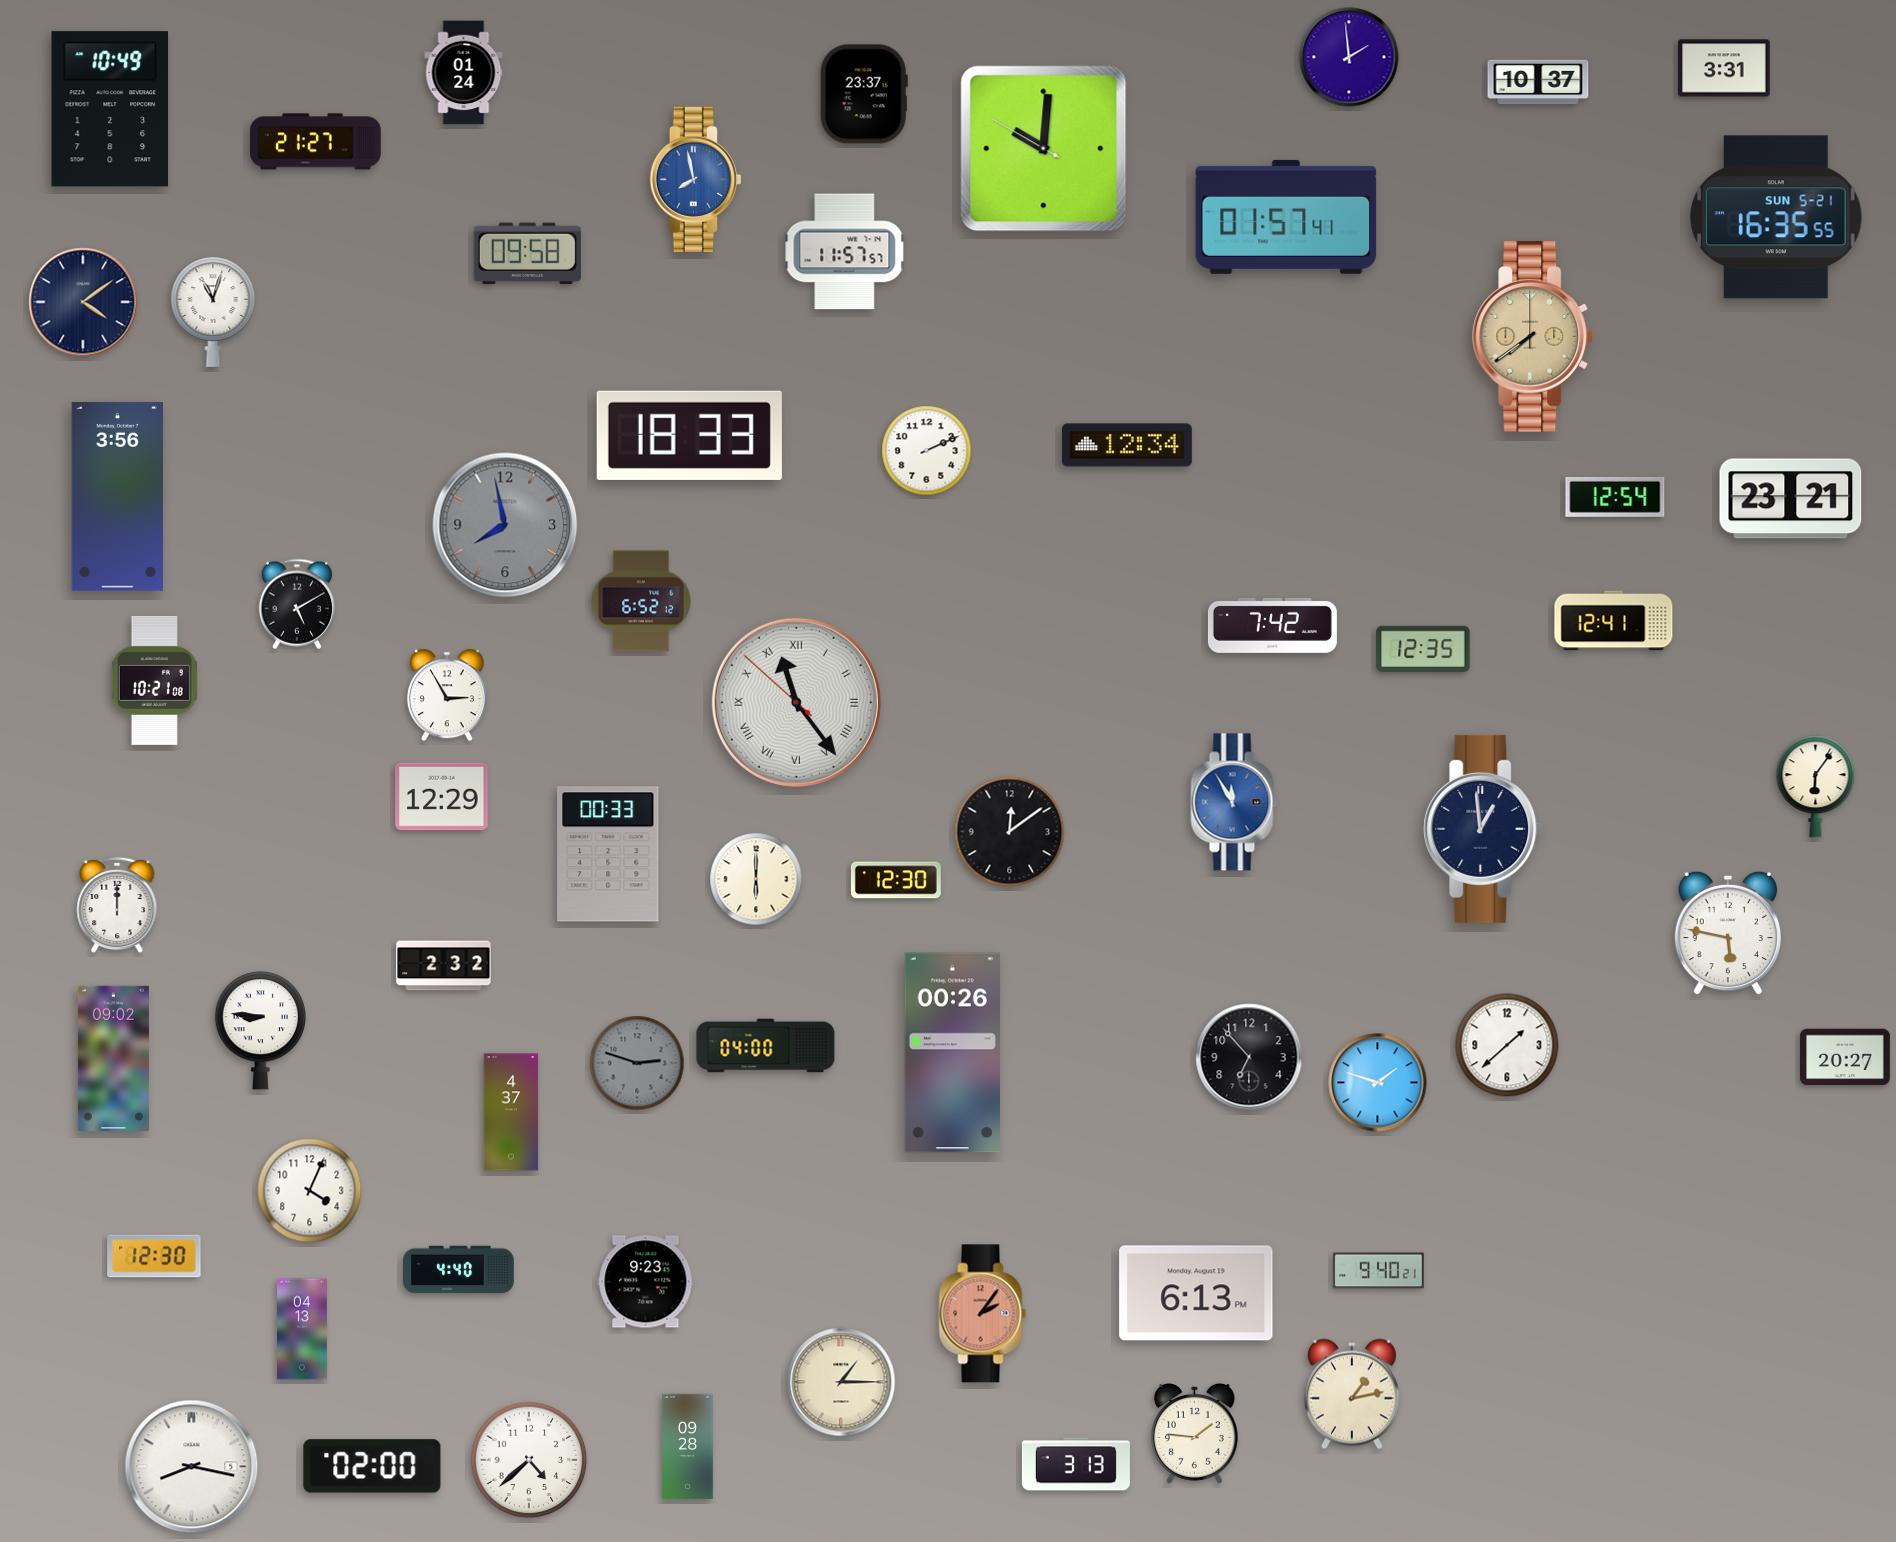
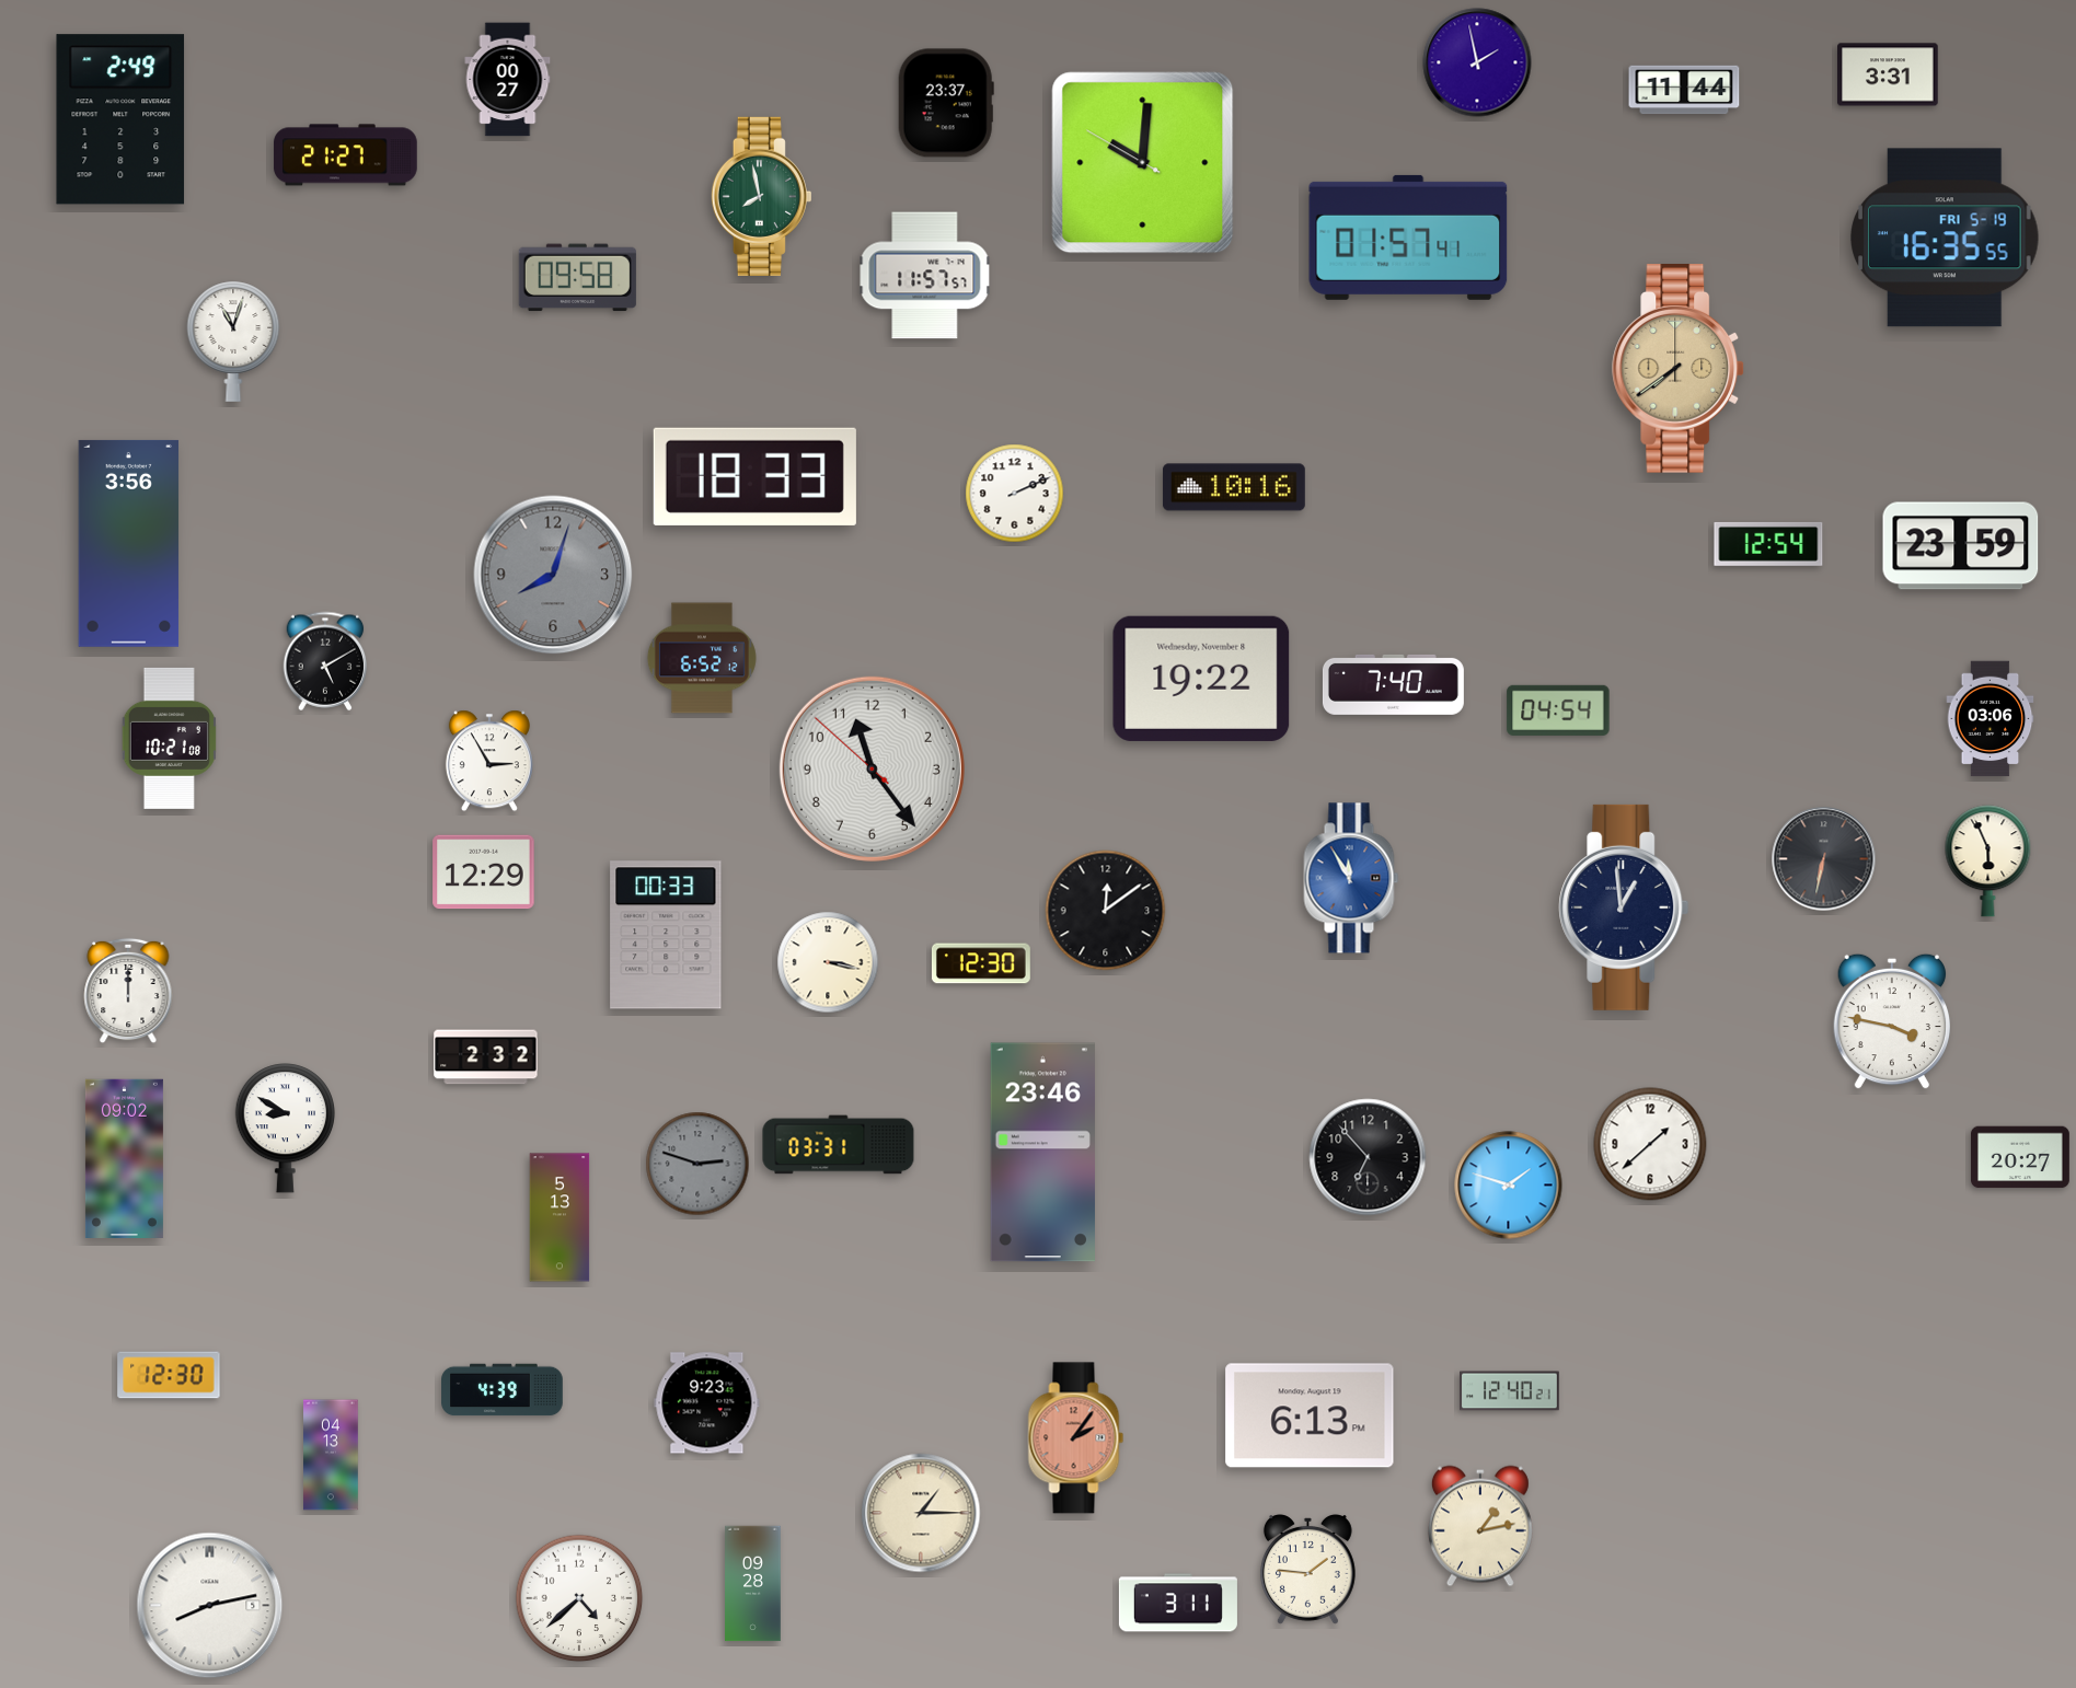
clock at (1349, 57): 1:59 -> 1:58
clock at (464, 73): 01:24 -> 00:27
clock at (1538, 82): 10:37 -> 11:44
clock at (110, 109): 10:49 -> 2:49
clock at (695, 179) dial: blue -> green
clock at (1777, 217) date: SUN 5-21 -> FRI 5-19
clock at (83, 302): 4:09 -> none
clock at (1127, 445): 12:34 -> 10:16
clock at (1791, 499): 23:21 -> 23:59
clock at (505, 525): 7:58 -> 8:03
clock at (1201, 679): none -> 19:22
clock at (1614, 621): 12:41 -> none
clock at (1272, 625): 7:42 -> 7:40
clock at (1423, 649): 12:35 -> 04:54
clock at (1991, 719): none -> 03:06
clock at (154, 680) position: (154, 680) -> (169, 738)
clock at (796, 702) numerals: Roman -> Arabic
clock at (1824, 859): none -> 6:32
clock at (1816, 787): 6:06 -> 5:56
clock at (756, 879): 6:00 -> 3:17
clock at (1727, 933): 5:47 -> 3:47
clock at (260, 1031): 8:46 -> 8:50
clock at (766, 1046): 04:00 -> 03:31
clock at (952, 1053): 00:26 -> 23:46
clock at (511, 1112): 4:37 -> 5:13
clock at (310, 1191): 4:04 -> none
clock at (459, 1270): 4:40 -> 4:39
clock at (1379, 1271): 9:40 -> 12:40
clock at (1076, 1464): 3:13 -> 3:11
clock at (372, 1466): 02:00 -> none
clock at (192, 1467): 8:17 -> 8:13
